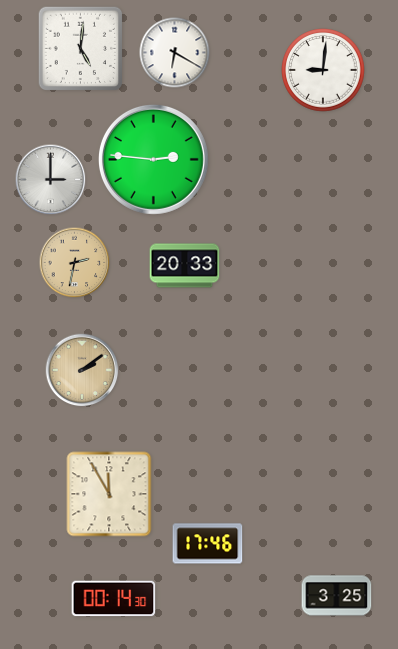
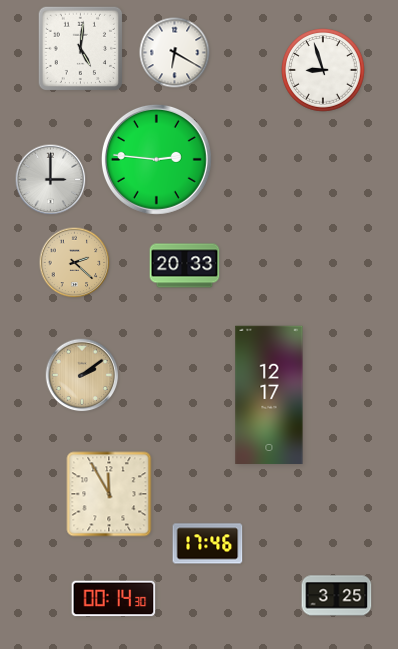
clock at (323, 70): 9:01 -> 8:57
clock at (153, 159) position: (153, 159) -> (156, 159)
clock at (75, 263): 2:32 -> 2:22
clock at (82, 370) position: (82, 370) -> (82, 375)
clock at (269, 395): none -> 12:17
